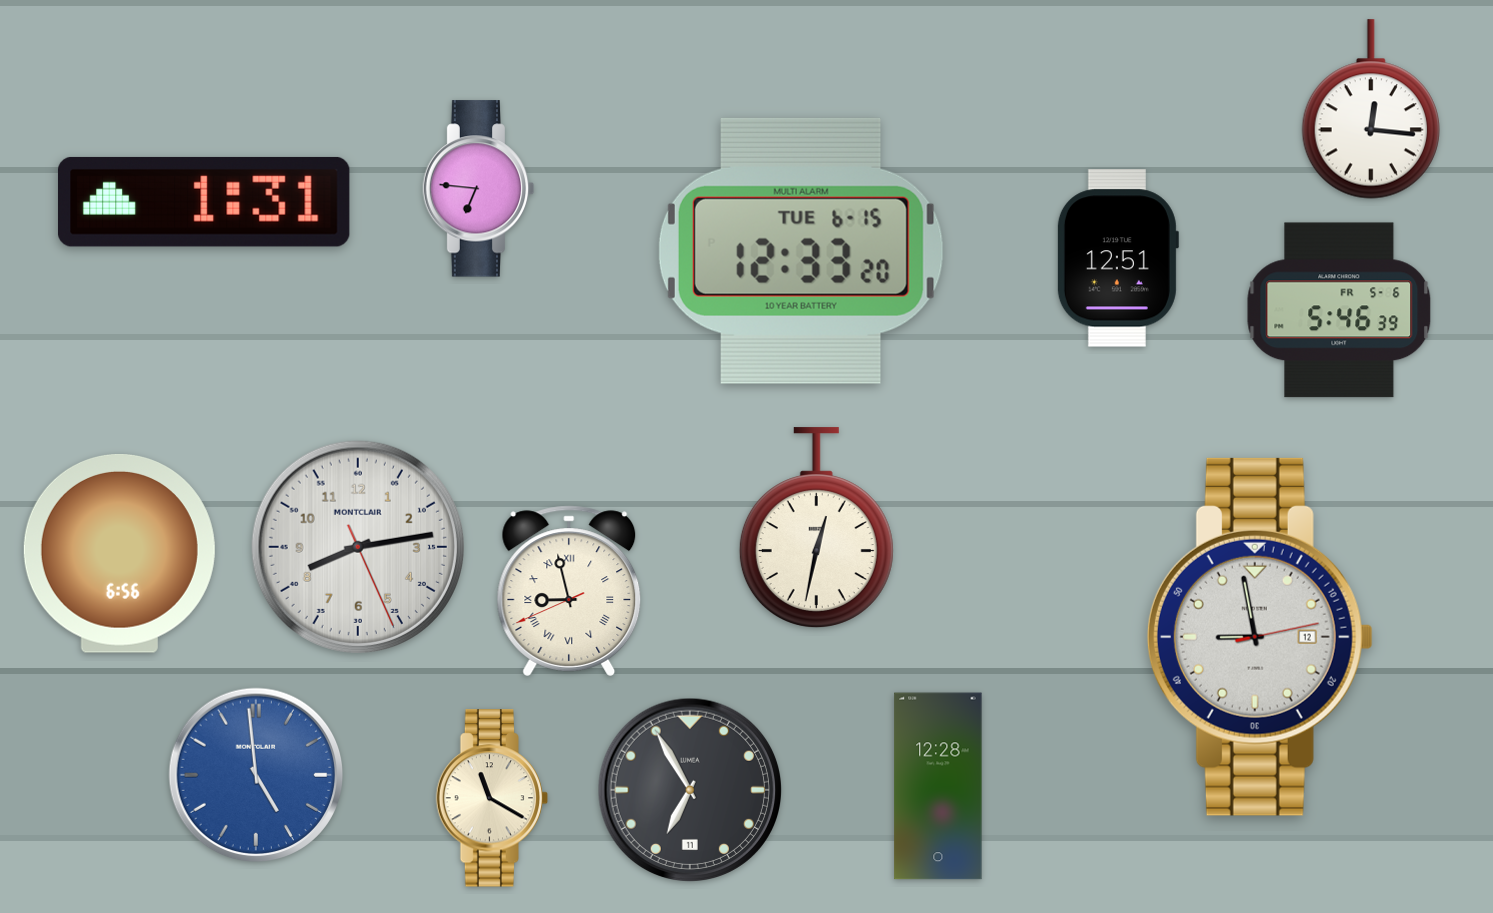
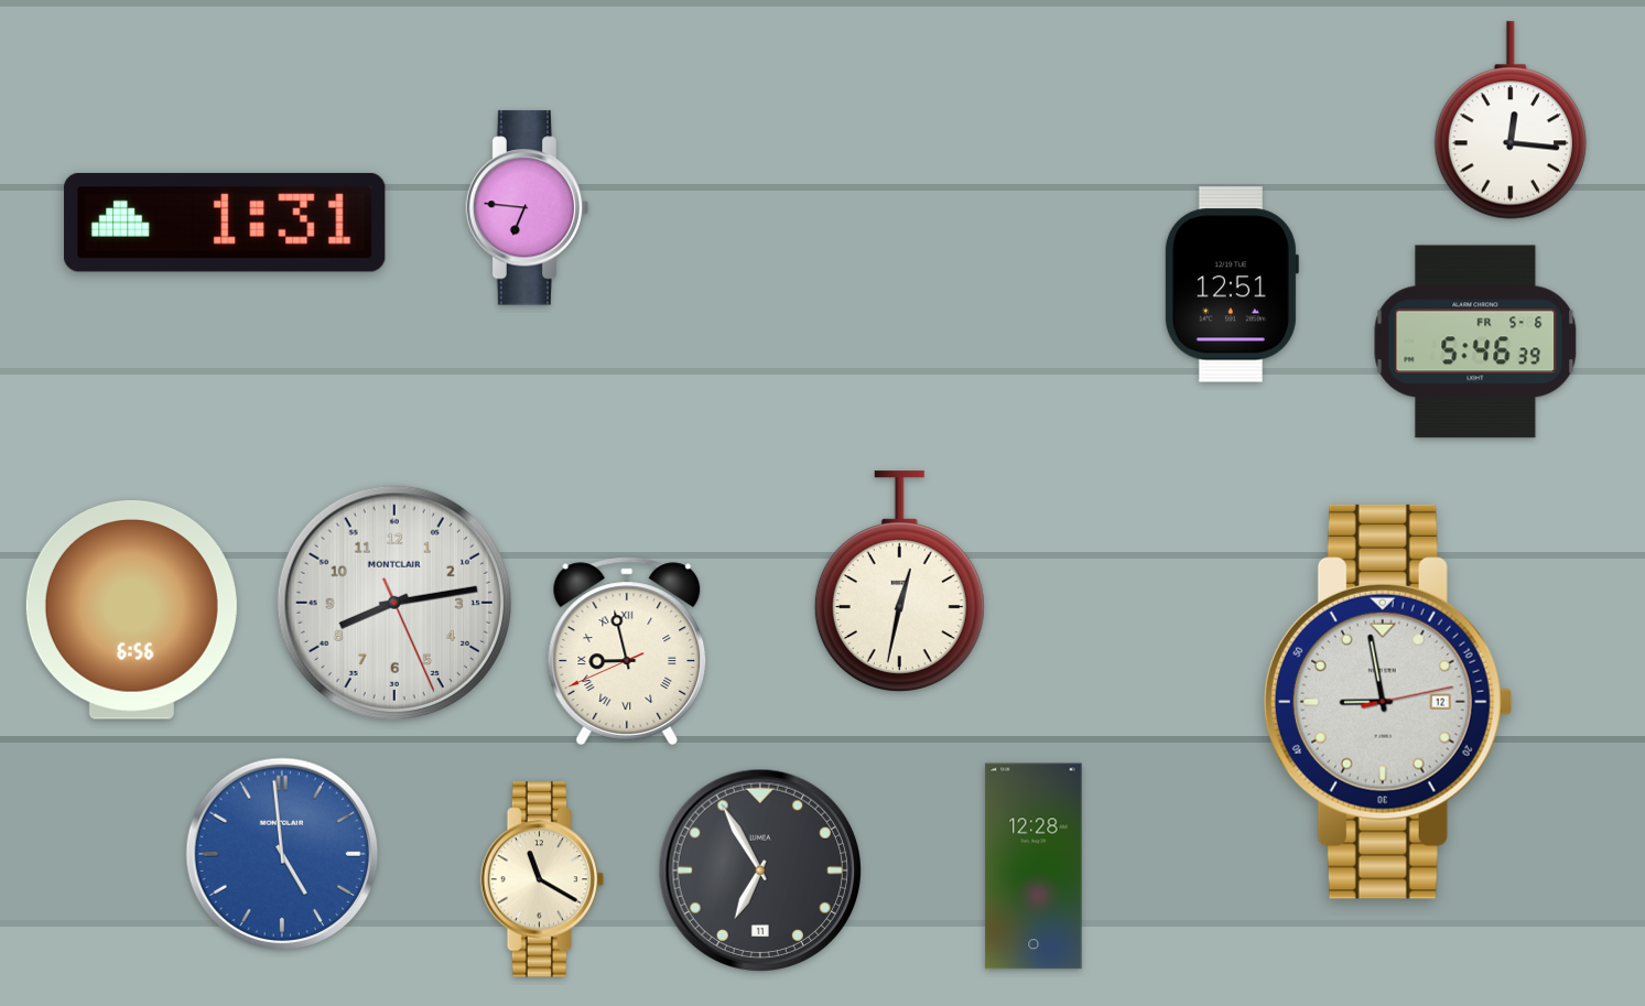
clock at (801, 251): 12:33 -> none
